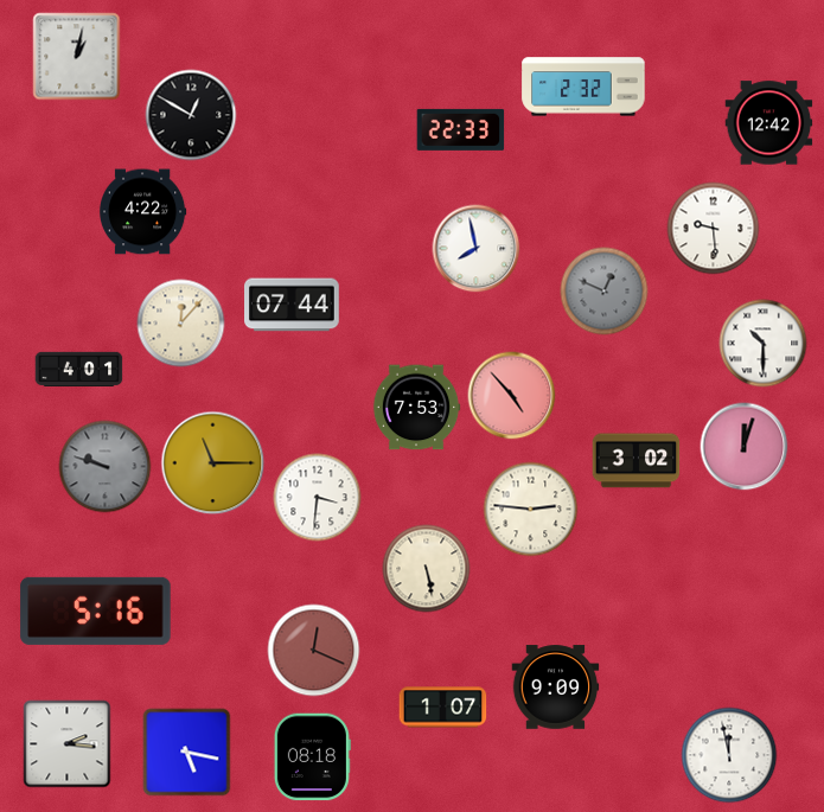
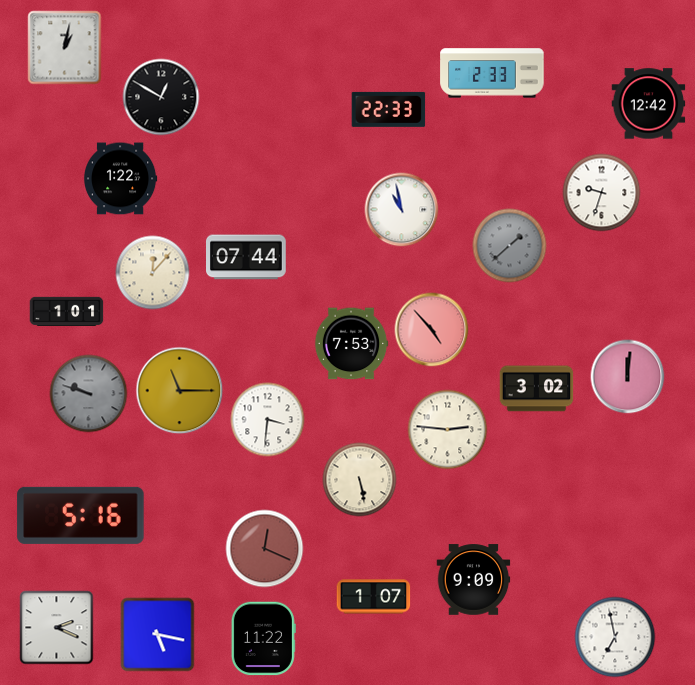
clock at (583, 87): 2:32 -> 2:33
clock at (142, 212): 4:22 -> 1:22
clock at (714, 229): 9:29 -> 9:33
clock at (477, 249): 7:58 -> 10:58
clock at (605, 292): 12:49 -> 1:38
clock at (764, 344): 10:30 -> none
clock at (79, 369): 4:01 -> 1:01
clock at (512, 396) position: (512, 396) -> (432, 330)
clock at (745, 447): 12:03 -> 12:01
clock at (556, 688) position: (556, 688) -> (474, 580)
clock at (68, 744): 2:16 -> 2:19
clock at (729, 755): 11:58 -> 6:58
clock at (312, 757): 08:18 -> 11:22
